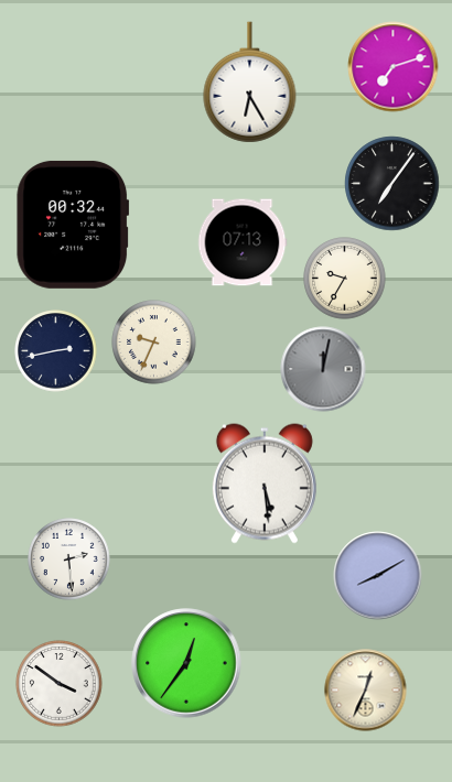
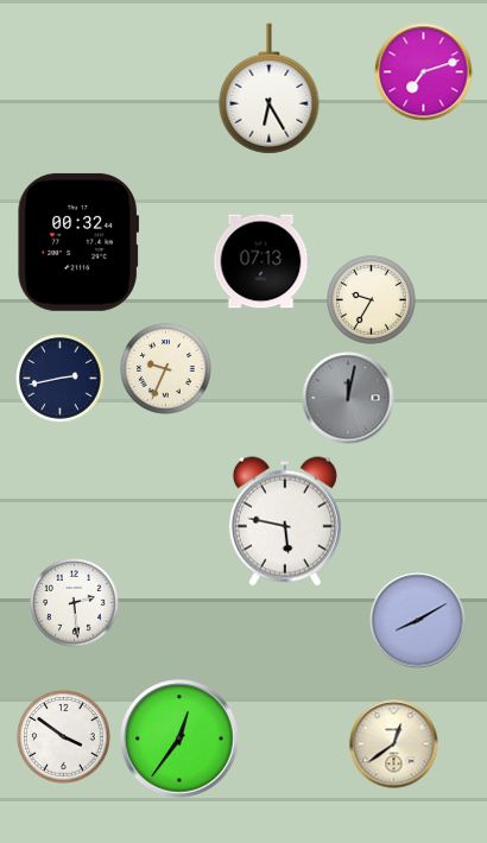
clock at (392, 184): 7:06 -> none
clock at (265, 484): 5:29 -> 5:47
clock at (378, 576) position: (378, 576) -> (418, 621)
clock at (186, 663) position: (186, 663) -> (179, 739)
clock at (366, 691): 12:34 -> 12:39
